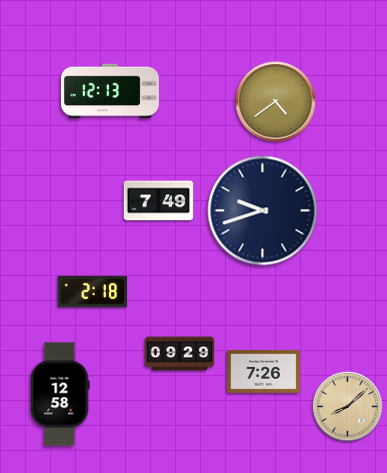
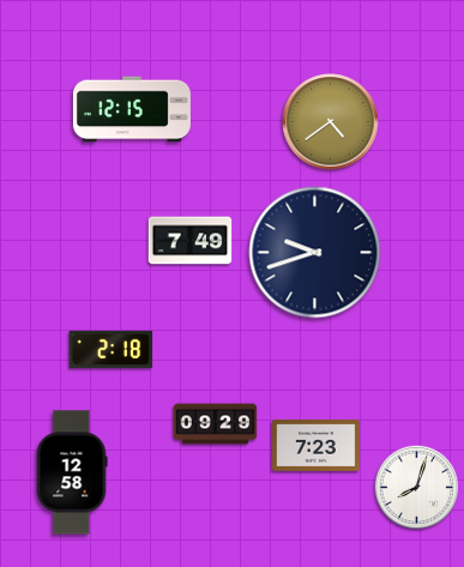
clock at (110, 91): 12:13 -> 12:15
clock at (264, 372): 7:26 -> 7:23
clock at (348, 407): 8:08 -> 8:03
clock at (348, 407) dial: champagne -> white
